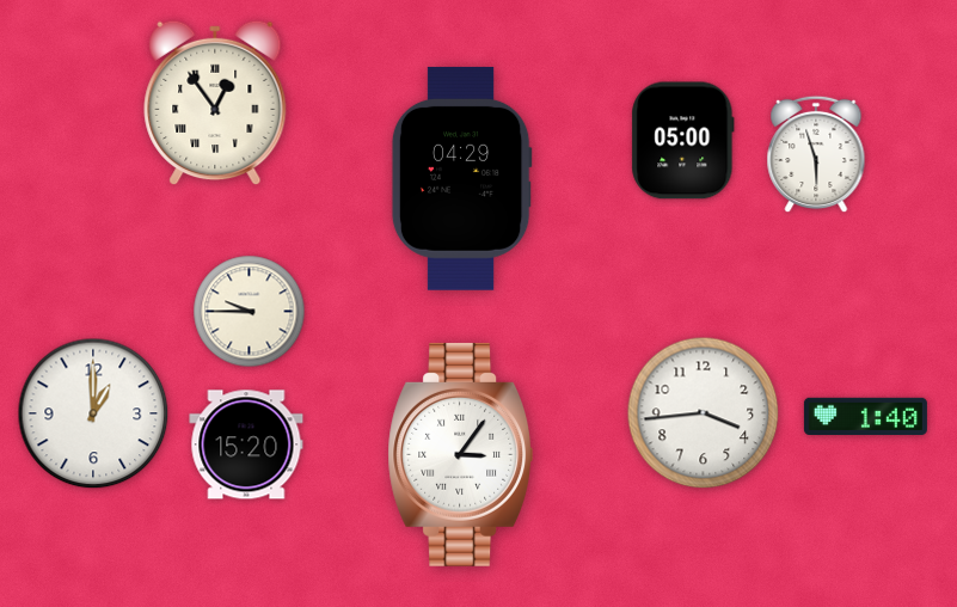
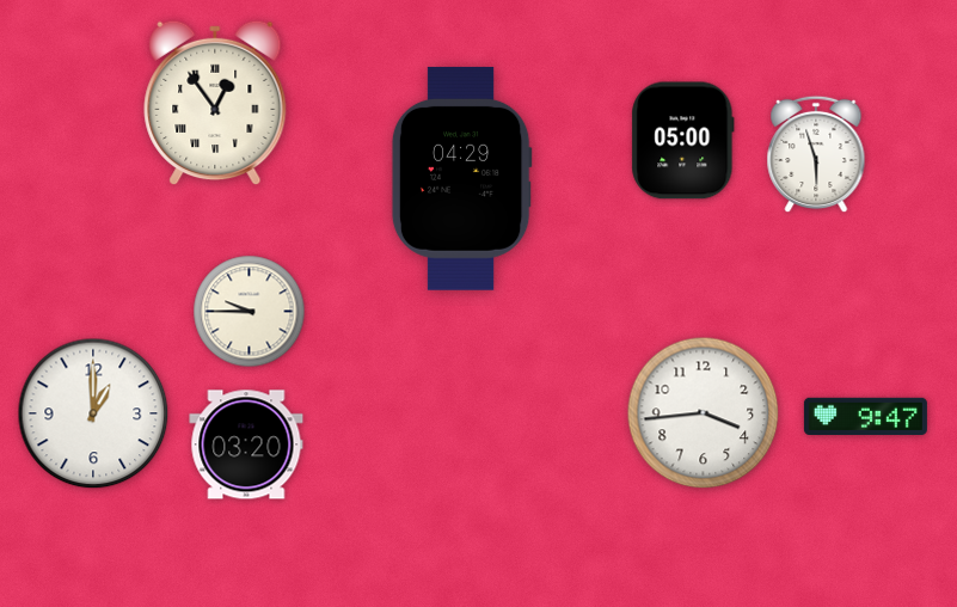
clock at (865, 416): 1:40 -> 9:47
clock at (246, 444): 15:20 -> 03:20
clock at (460, 454): 3:06 -> none
